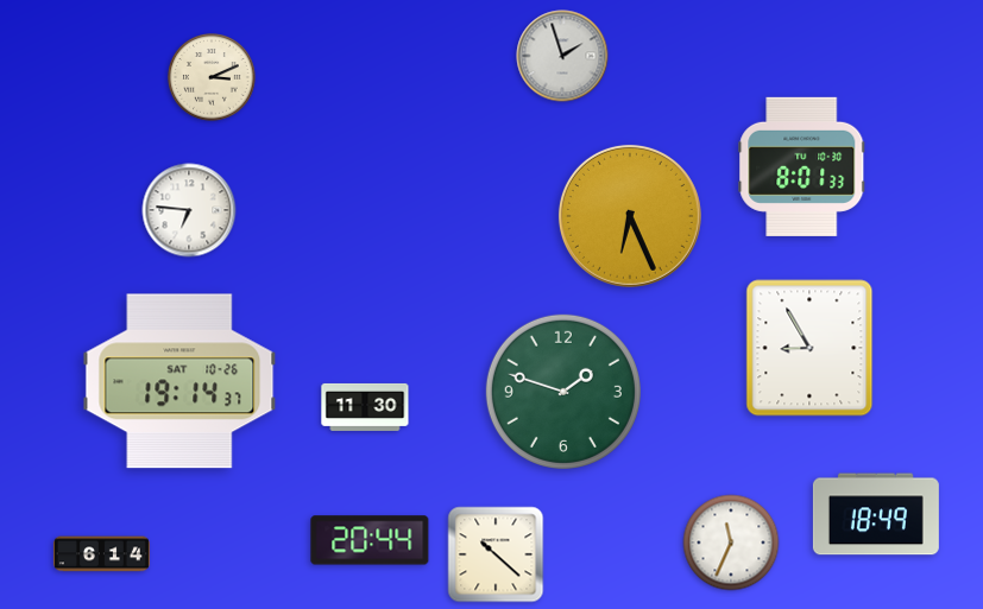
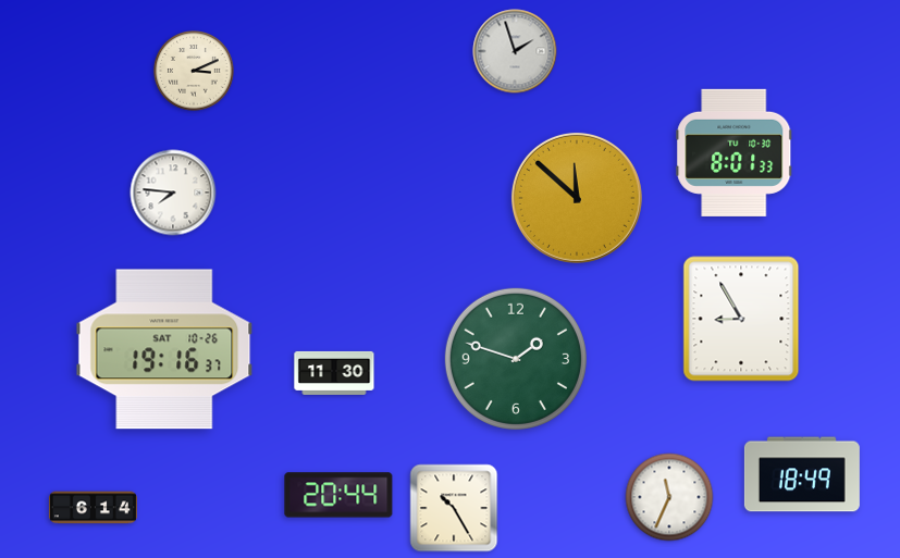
clock at (189, 210): 6:46 -> 7:46
clock at (630, 216): 6:26 -> 11:52
clock at (179, 381): 19:14 -> 19:16
clock at (876, 514) position: (876, 514) -> (802, 474)
clock at (496, 554): 10:22 -> 10:25
